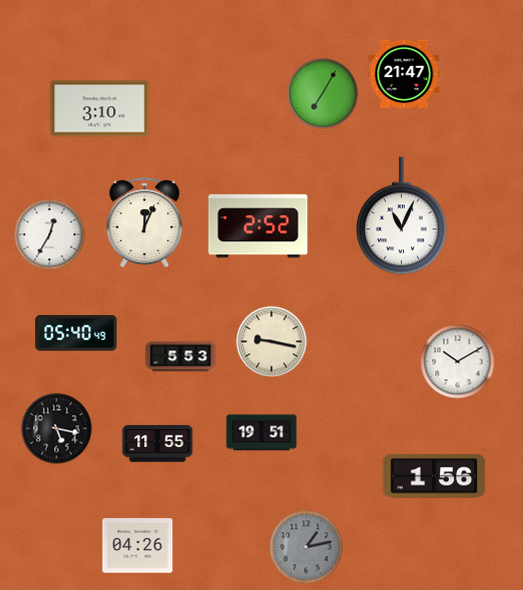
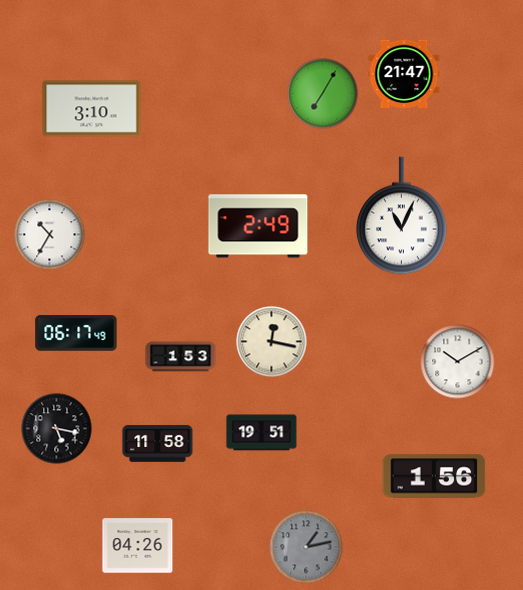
clock at (100, 109) position: (100, 109) -> (92, 109)
clock at (145, 223): 12:04 -> none
clock at (258, 226): 2:52 -> 2:49
clock at (50, 235): 12:35 -> 10:35
clock at (76, 333): 05:40 -> 06:17
clock at (272, 342): 9:17 -> 12:17
clock at (181, 357): 5:53 -> 1:53
clock at (158, 444): 11:55 -> 11:58
